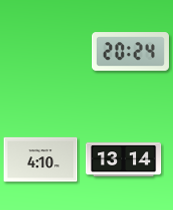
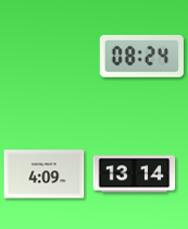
clock at (130, 52): 20:24 -> 08:24
clock at (41, 160): 4:10 -> 4:09
